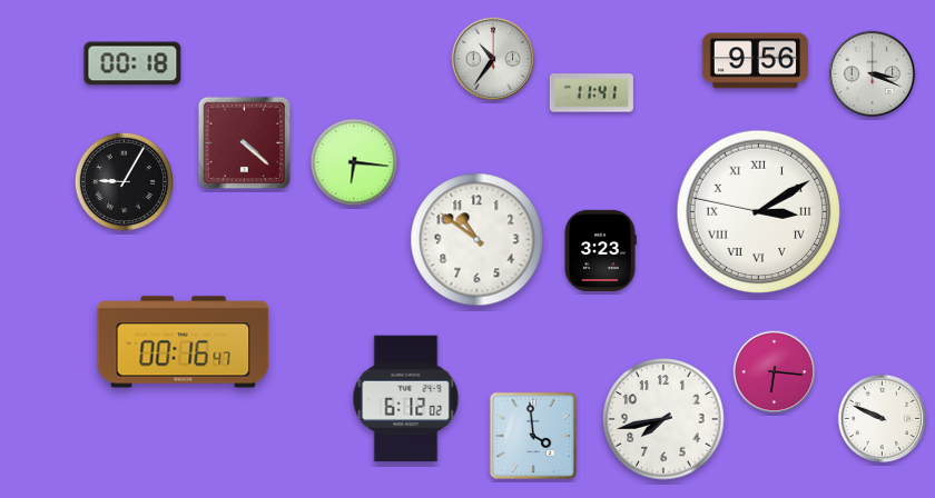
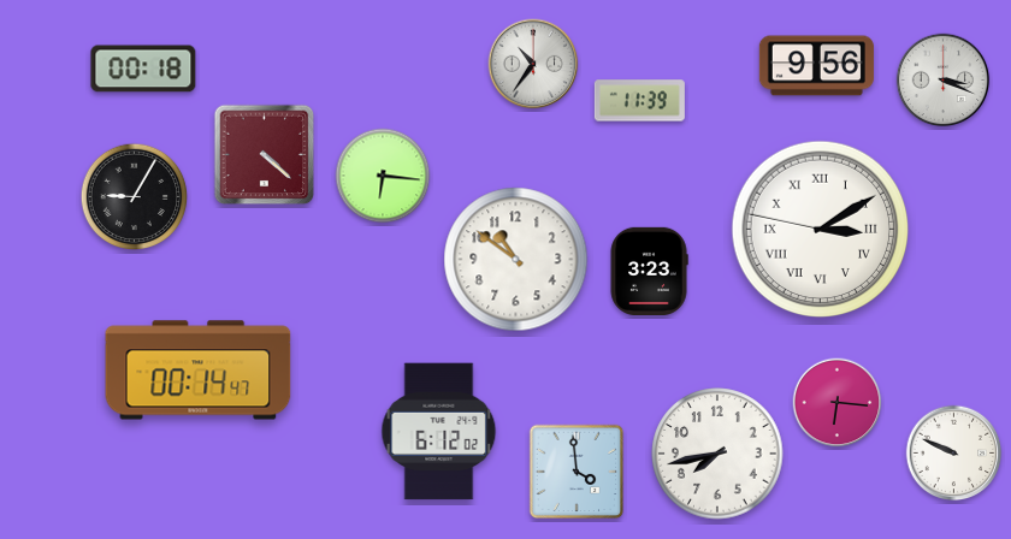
clock at (591, 93): 11:41 -> 11:39
clock at (184, 342): 00:16 -> 00:14
